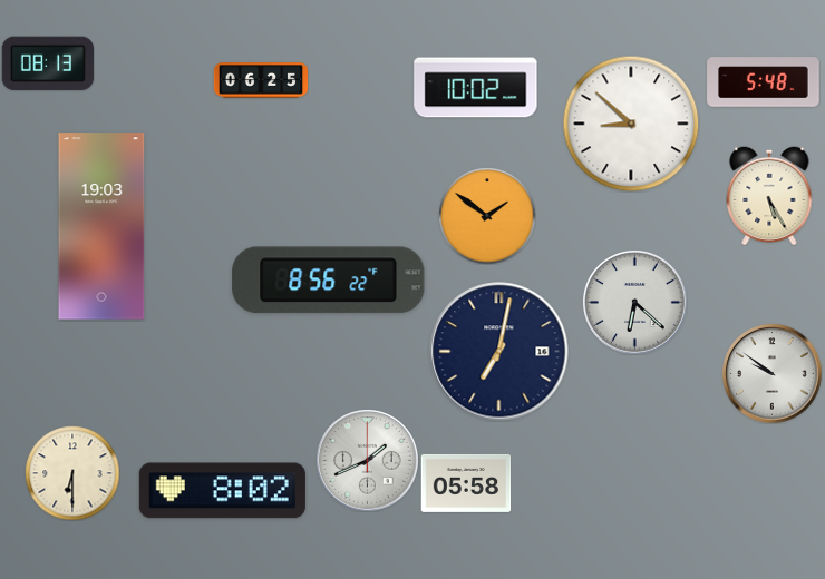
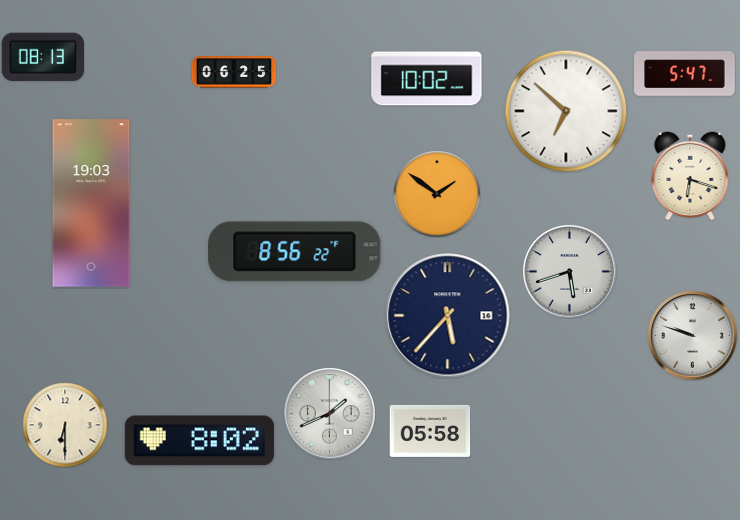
clock at (764, 82): 5:48 -> 5:47
clock at (631, 124): 8:52 -> 6:52
clock at (769, 196): 5:25 -> 6:18
clock at (634, 302): 6:22 -> 5:42
clock at (499, 352): 7:02 -> 5:37
clock at (771, 373): 9:51 -> 9:48
clock at (466, 483) position: (466, 483) -> (430, 431)
